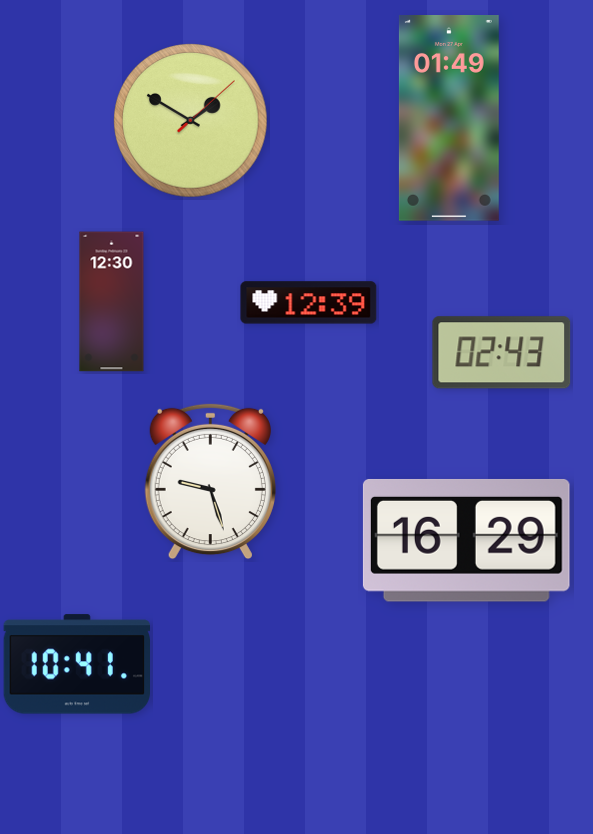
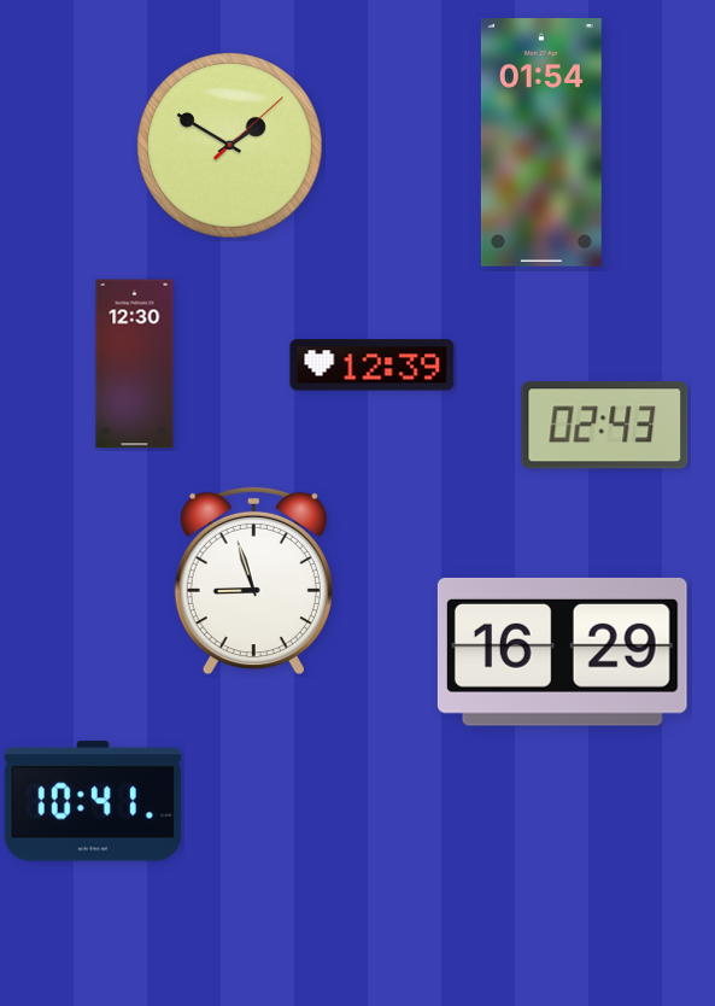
clock at (449, 119): 01:49 -> 01:54
clock at (210, 482): 9:27 -> 8:57
